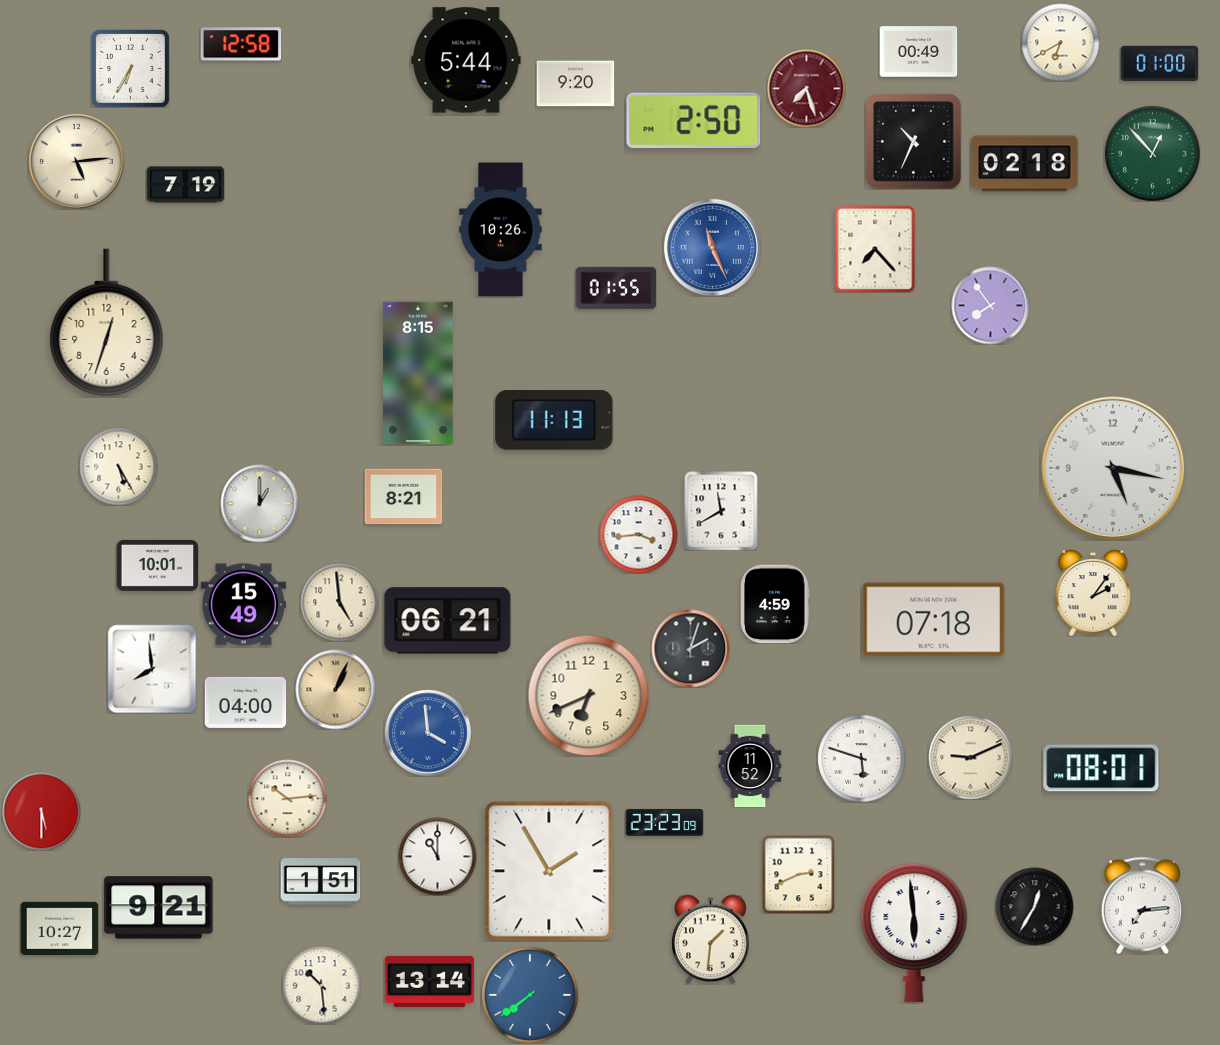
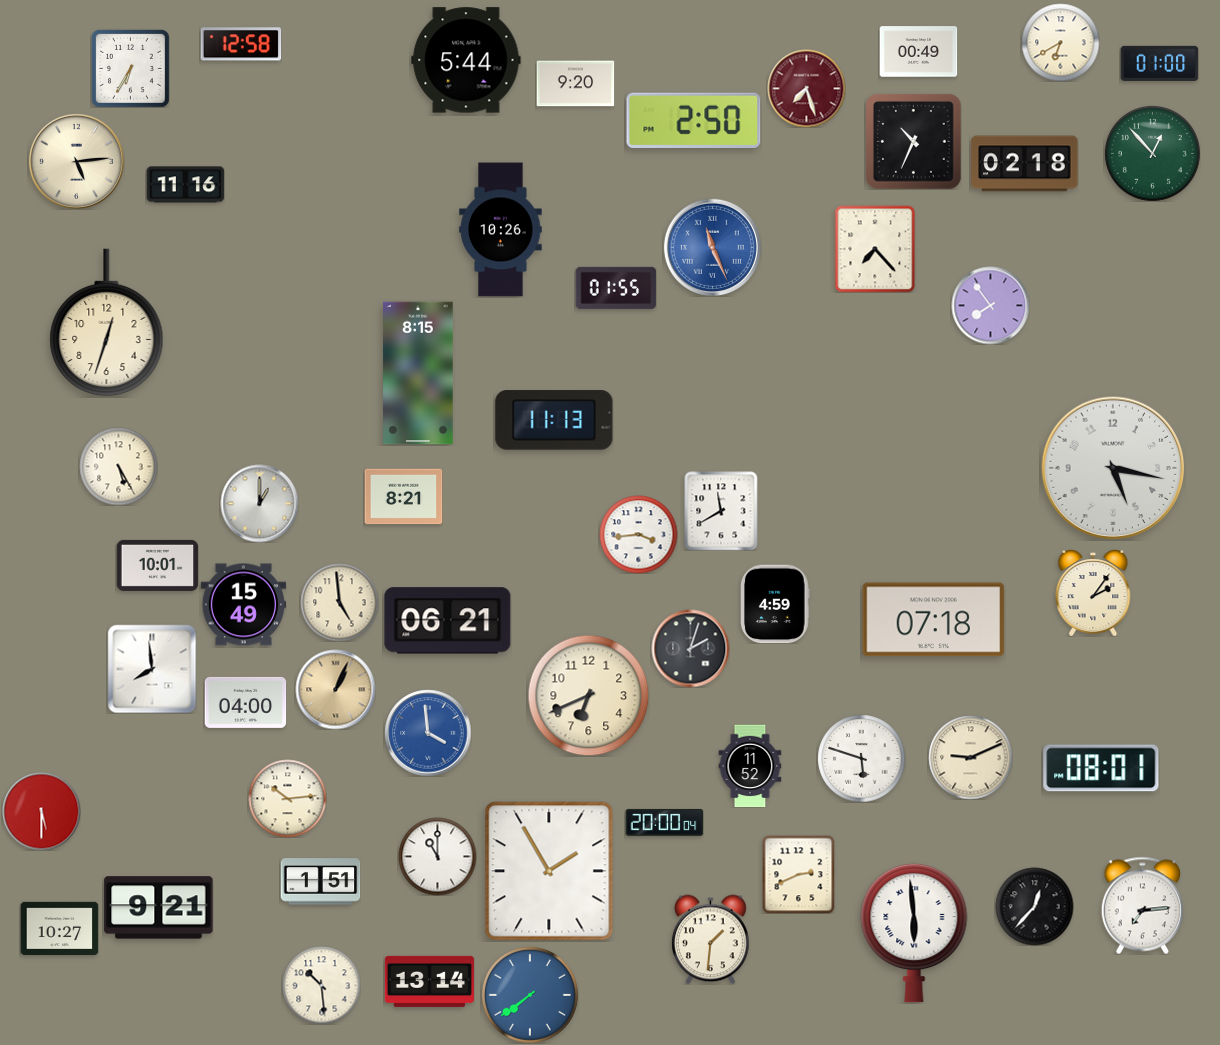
clock at (185, 185): 7:19 -> 11:16
clock at (664, 822): 23:23 -> 20:00
clock at (1034, 906): 12:35 -> 12:37
